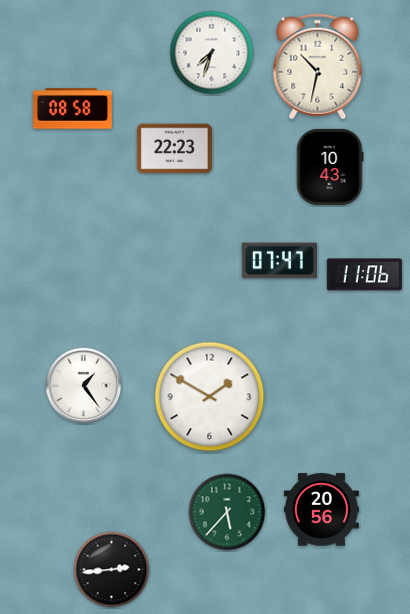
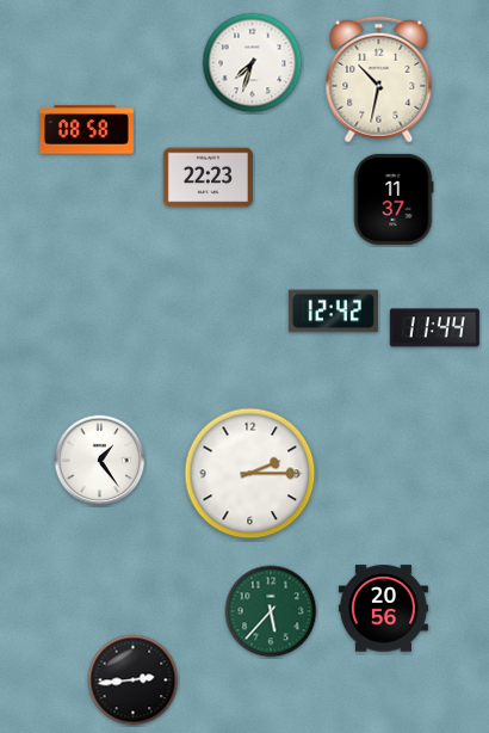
clock at (330, 167): 10:43 -> 11:37
clock at (279, 261): 07:47 -> 12:42
clock at (364, 275): 11:06 -> 11:44
clock at (210, 397): 1:50 -> 2:15
